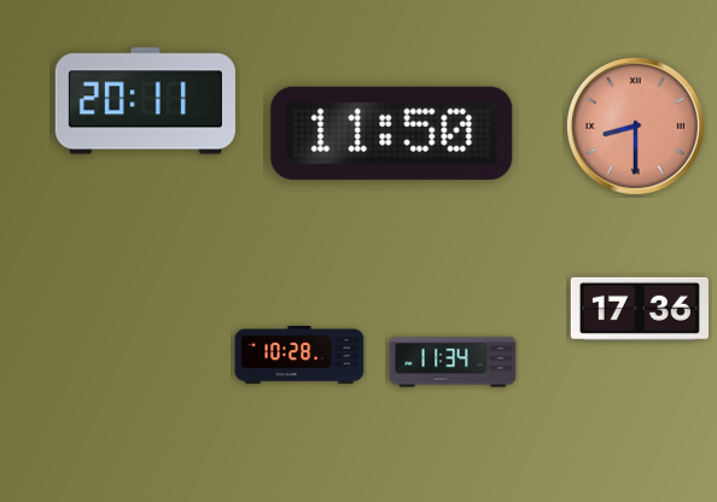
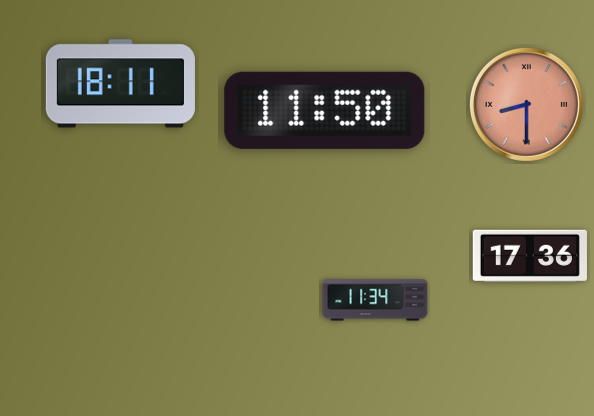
clock at (145, 101): 20:11 -> 18:11
clock at (299, 356): 10:28 -> none
